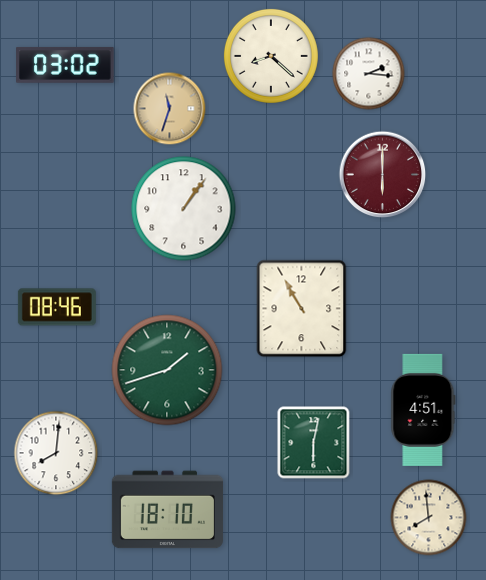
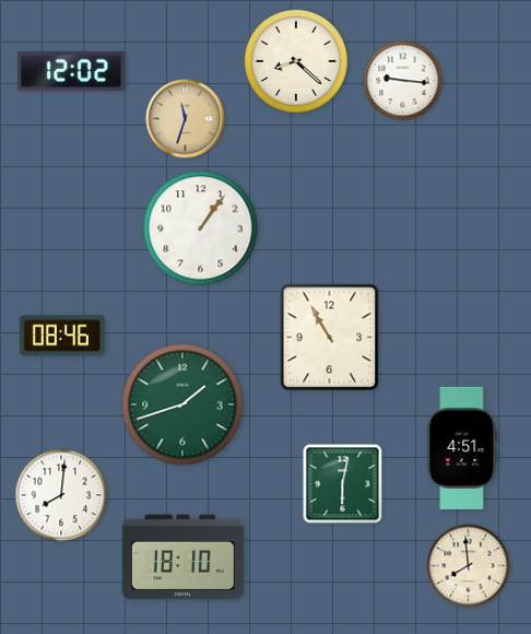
clock at (65, 65): 03:02 -> 12:02
clock at (369, 74): 2:16 -> 9:16
clock at (383, 175): 6:00 -> none
